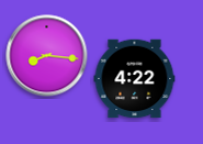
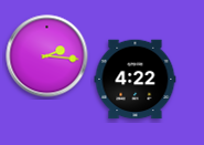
clock at (47, 56): 8:16 -> 2:16
